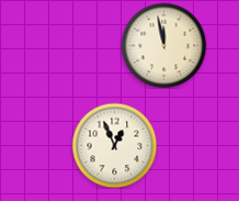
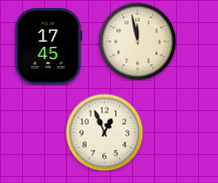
clock at (163, 45) position: (163, 45) -> (137, 41)
clock at (48, 47): none -> 17:45
